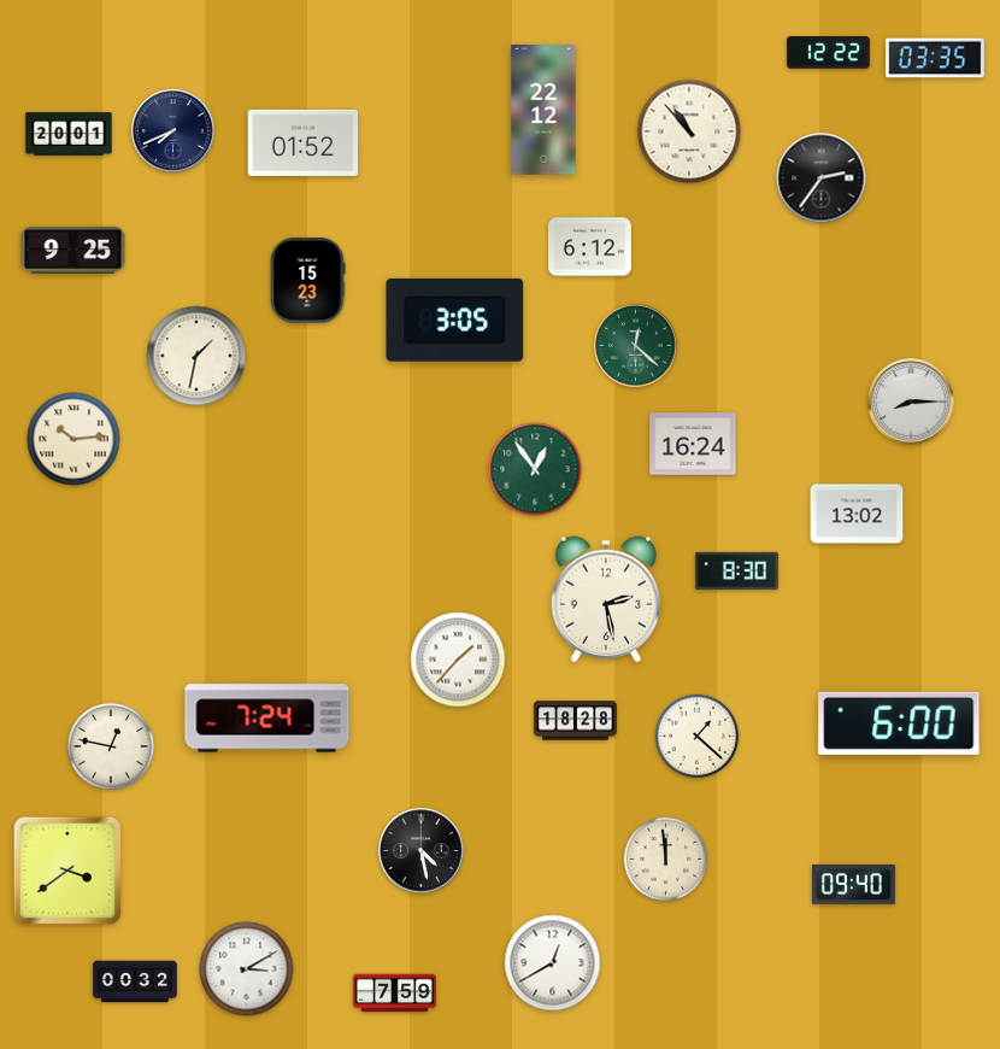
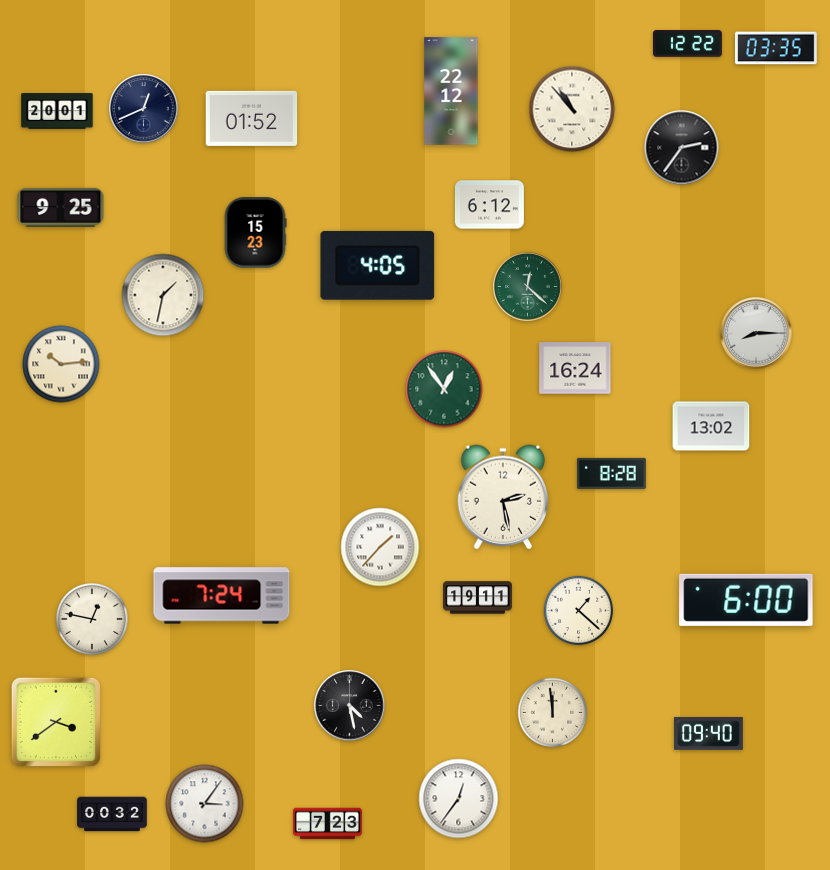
clock at (173, 131): 7:41 -> 12:41
clock at (455, 320): 3:05 -> 4:05
clock at (736, 570): 8:30 -> 8:28
clock at (576, 721): 18:28 -> 19:11
clock at (553, 963): 12:40 -> 12:36
clock at (247, 969): 3:10 -> 3:06
clock at (394, 994): 7:59 -> 7:23
